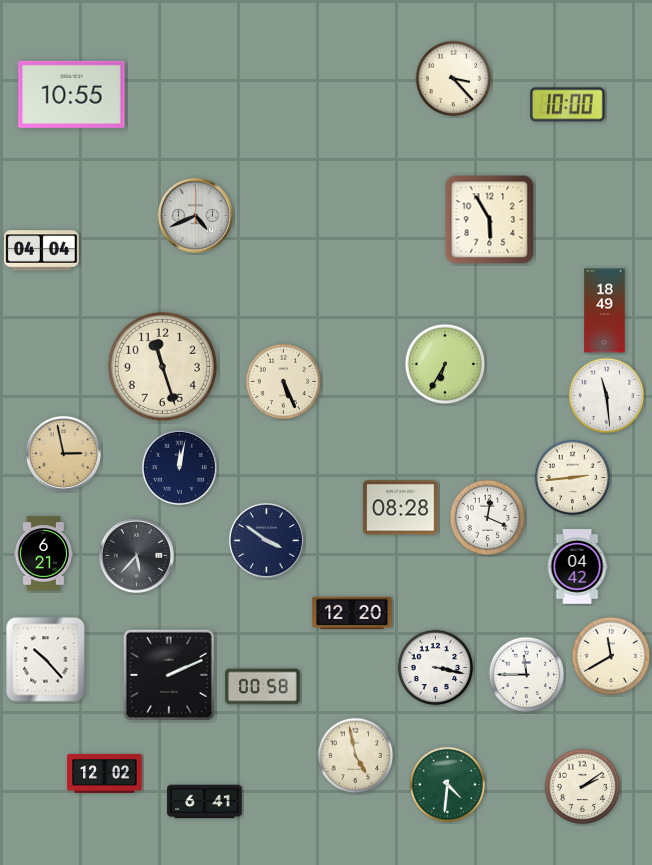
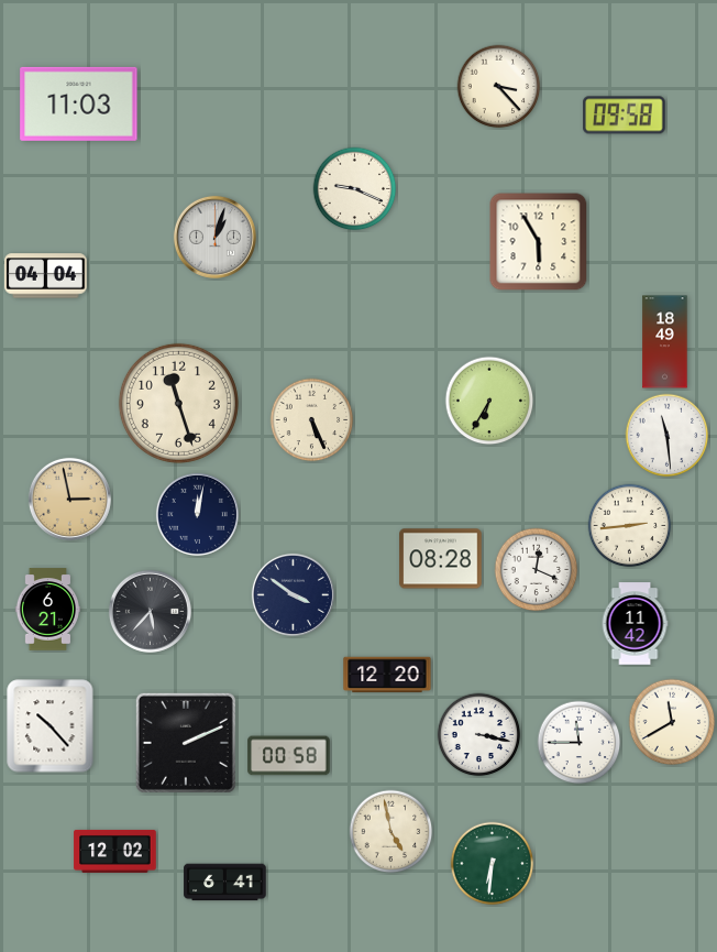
clock at (72, 94): 10:55 -> 11:03
clock at (568, 105): 10:00 -> 09:58
clock at (355, 189): none -> 9:19
clock at (195, 215): 4:41 -> 1:03
clock at (577, 567): 04:42 -> 11:42
clock at (448, 785): 4:31 -> 6:31
clock at (583, 787): 2:09 -> none
